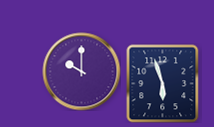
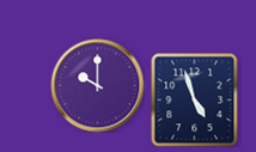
clock at (163, 83): 5:57 -> 4:57
